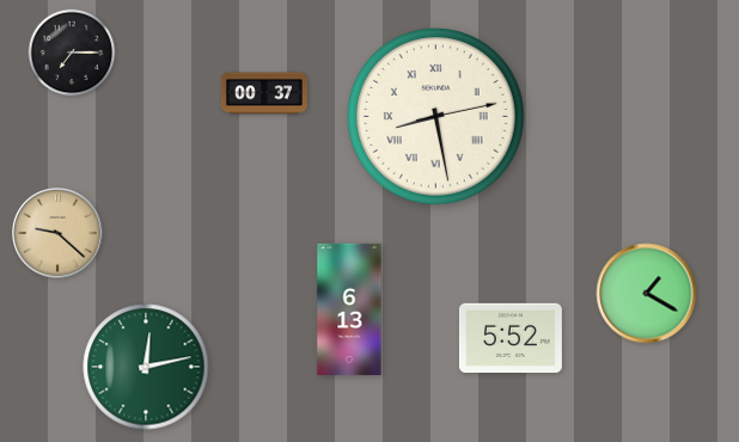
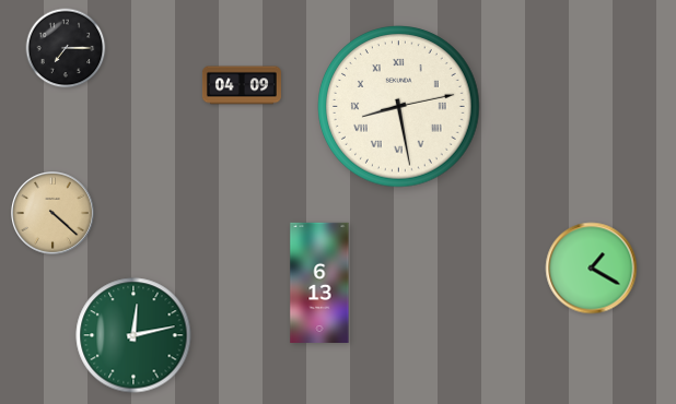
clock at (264, 93): 00:37 -> 04:09
clock at (59, 234): 9:22 -> 4:22
clock at (511, 337): 5:52 -> none
